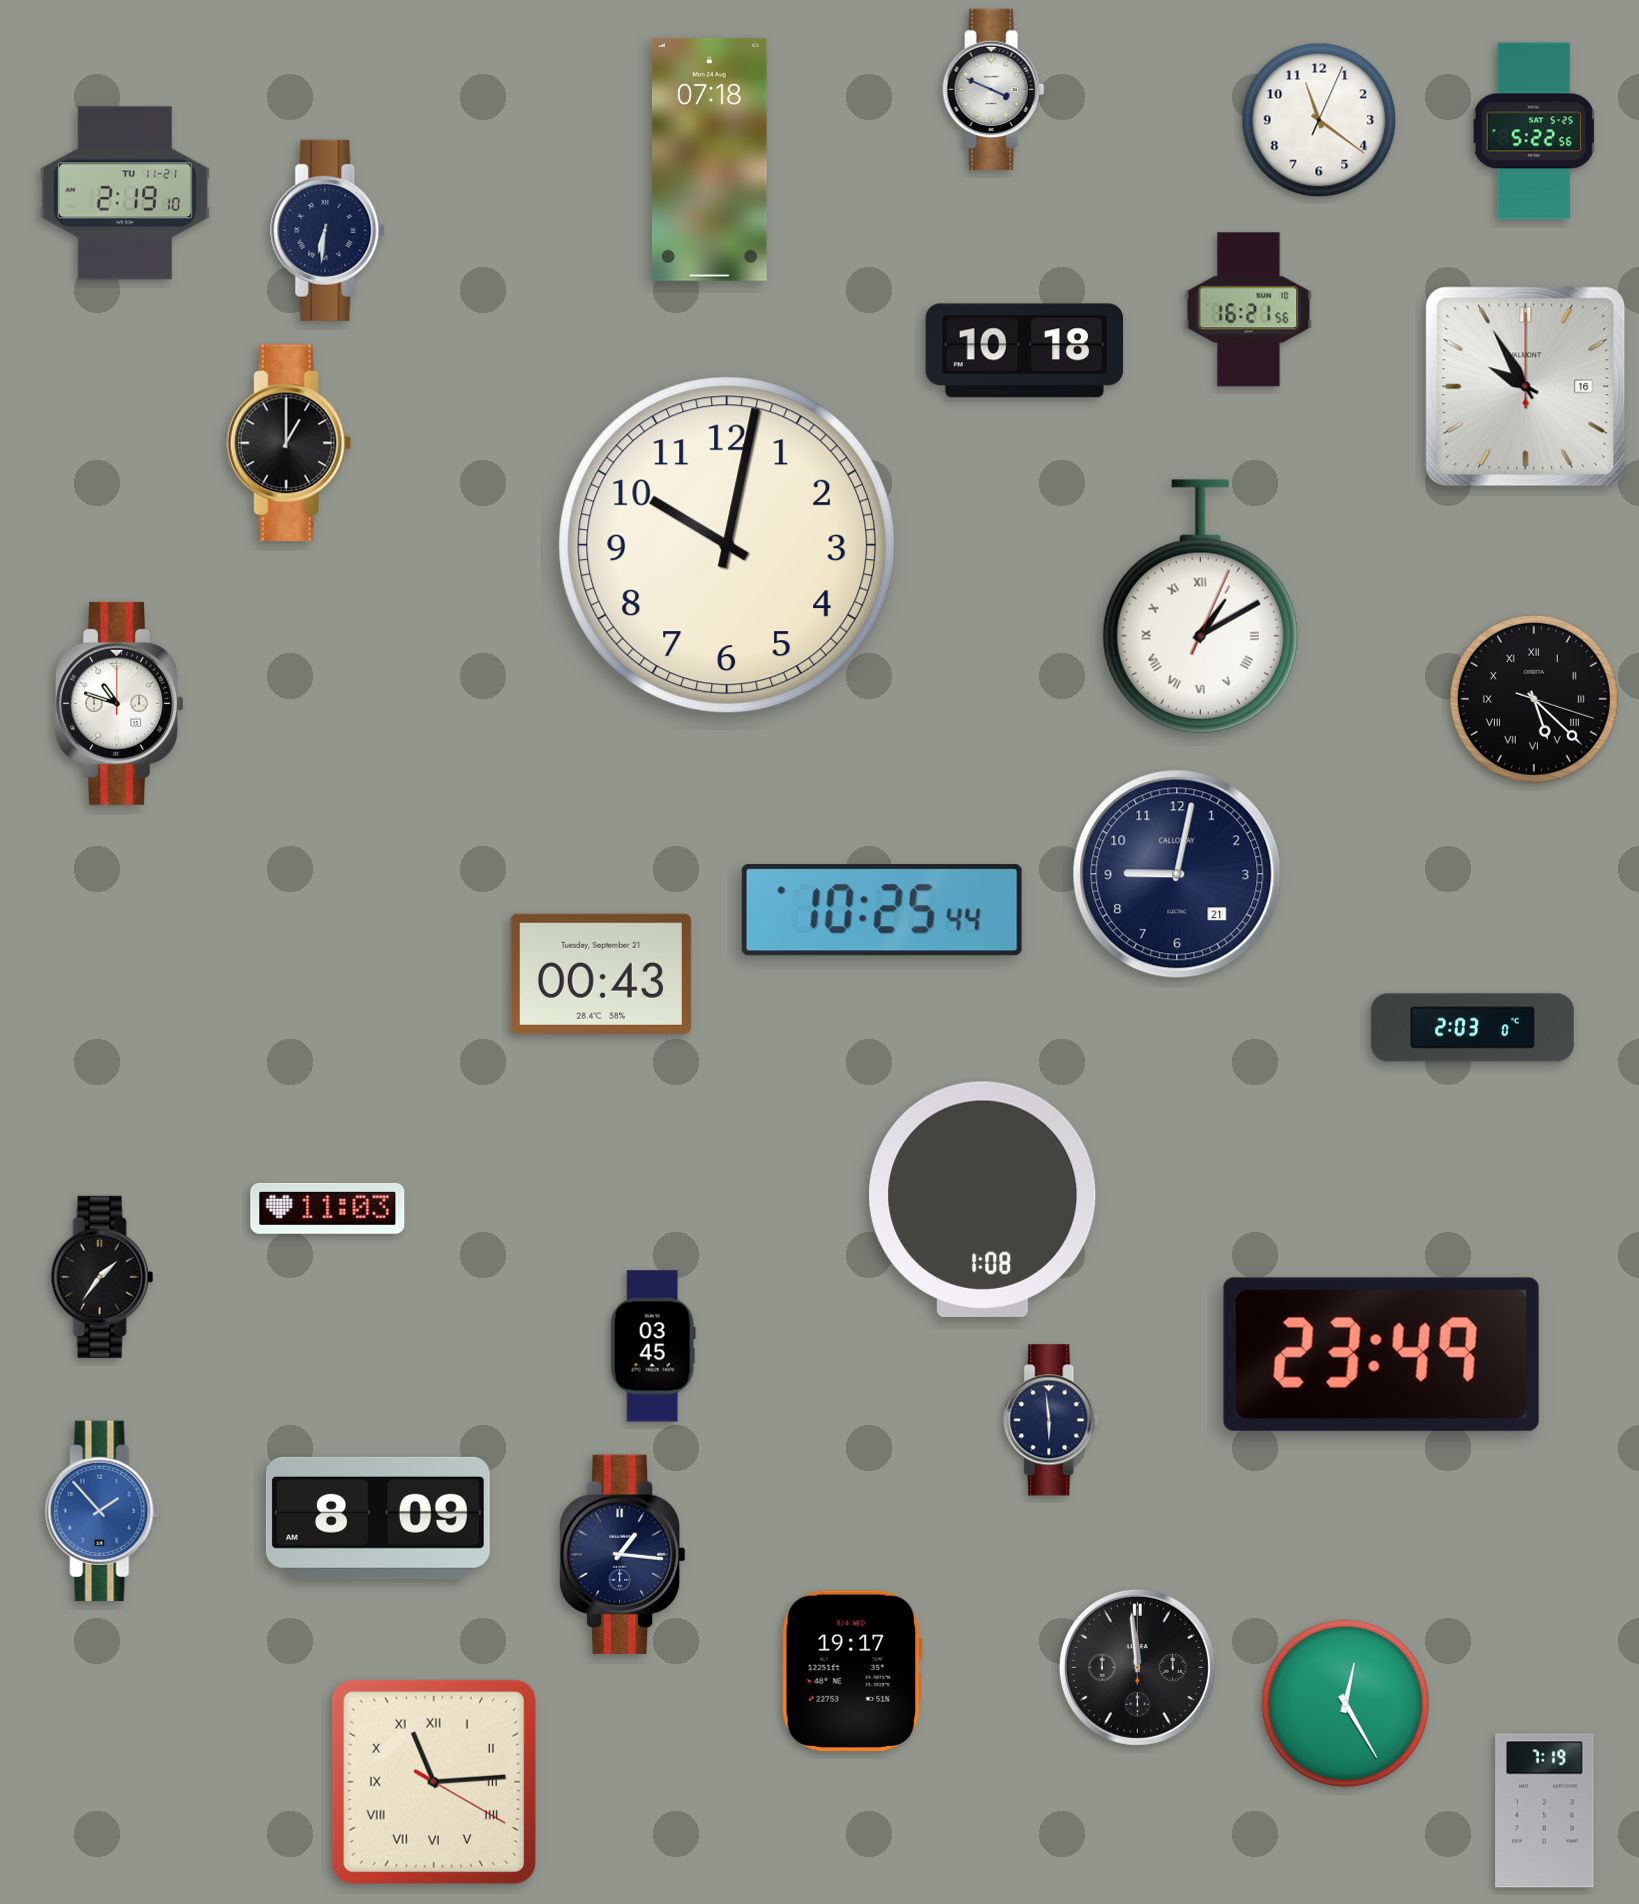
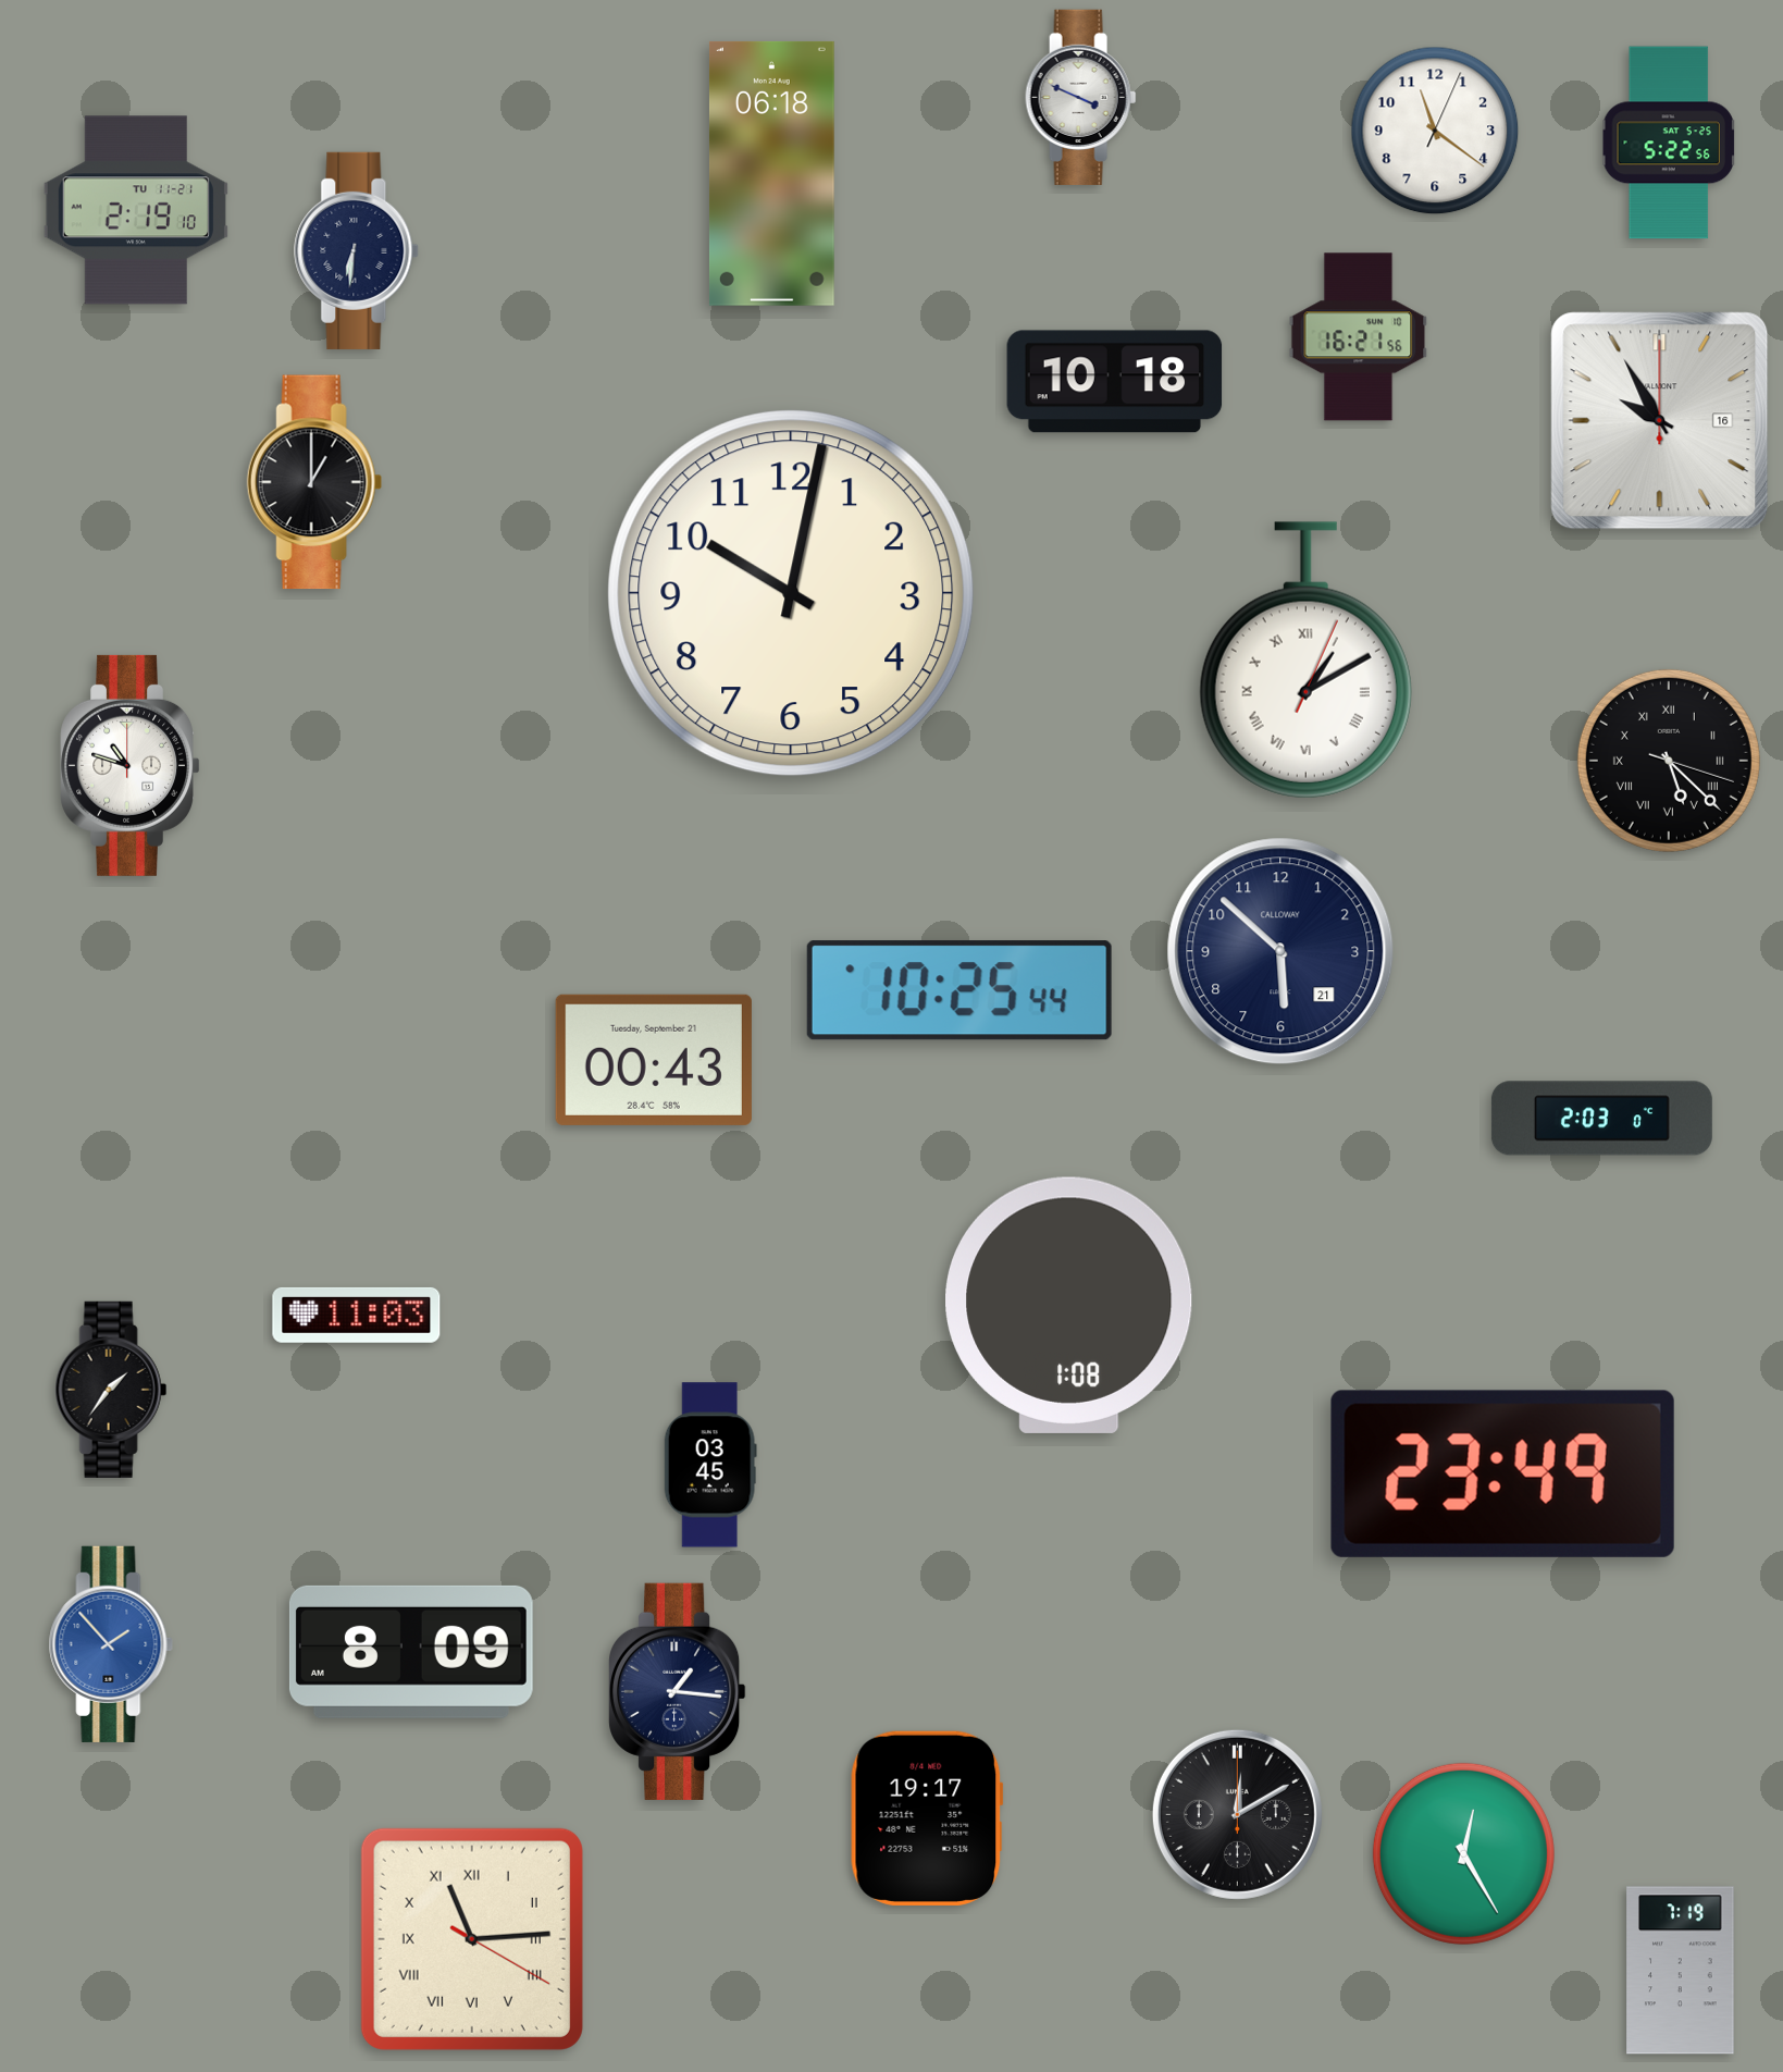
clock at (709, 159): 07:18 -> 06:18
clock at (1177, 874): 9:02 -> 5:52
clock at (1052, 1420): 5:59 -> none
clock at (1137, 1667): 11:59 -> 12:10
